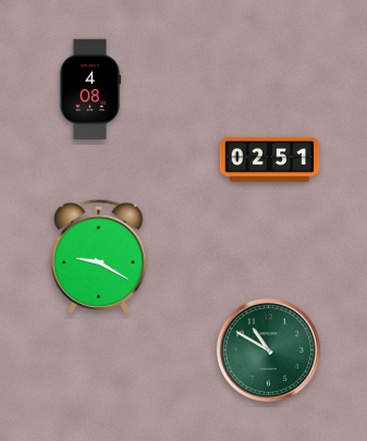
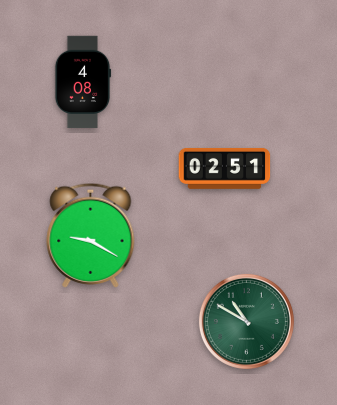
clock at (270, 159) position: (270, 159) -> (225, 168)
